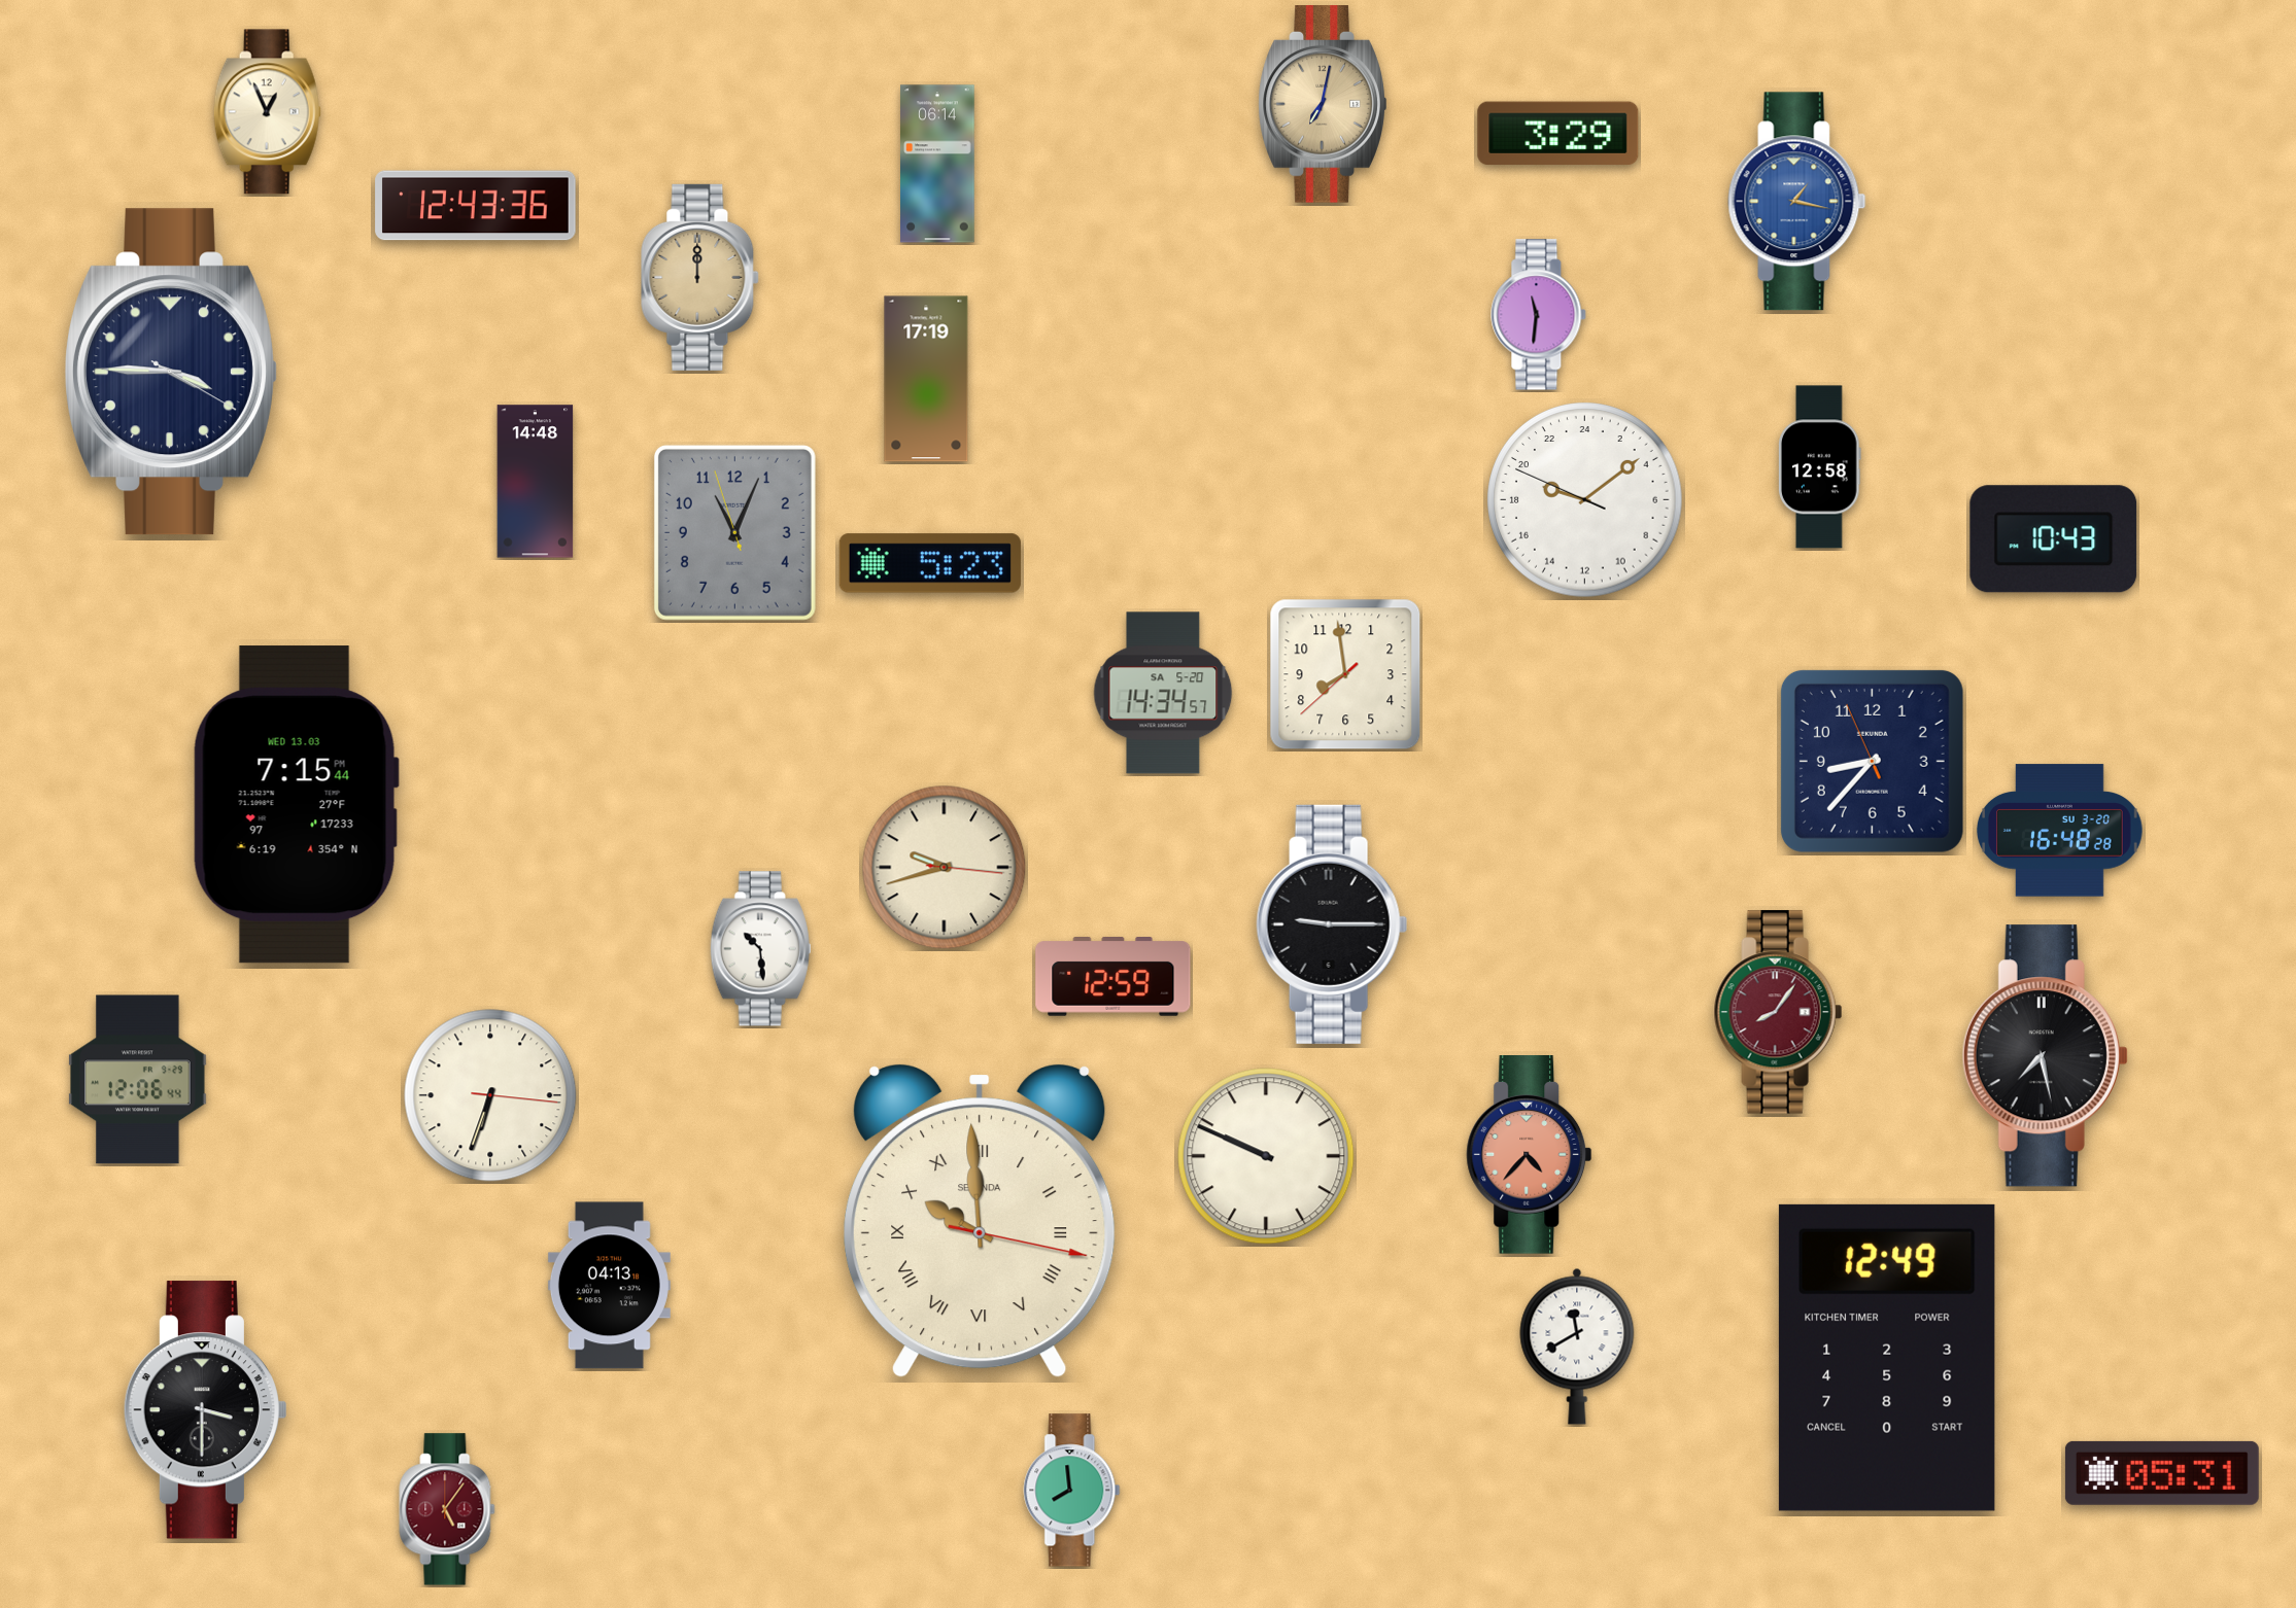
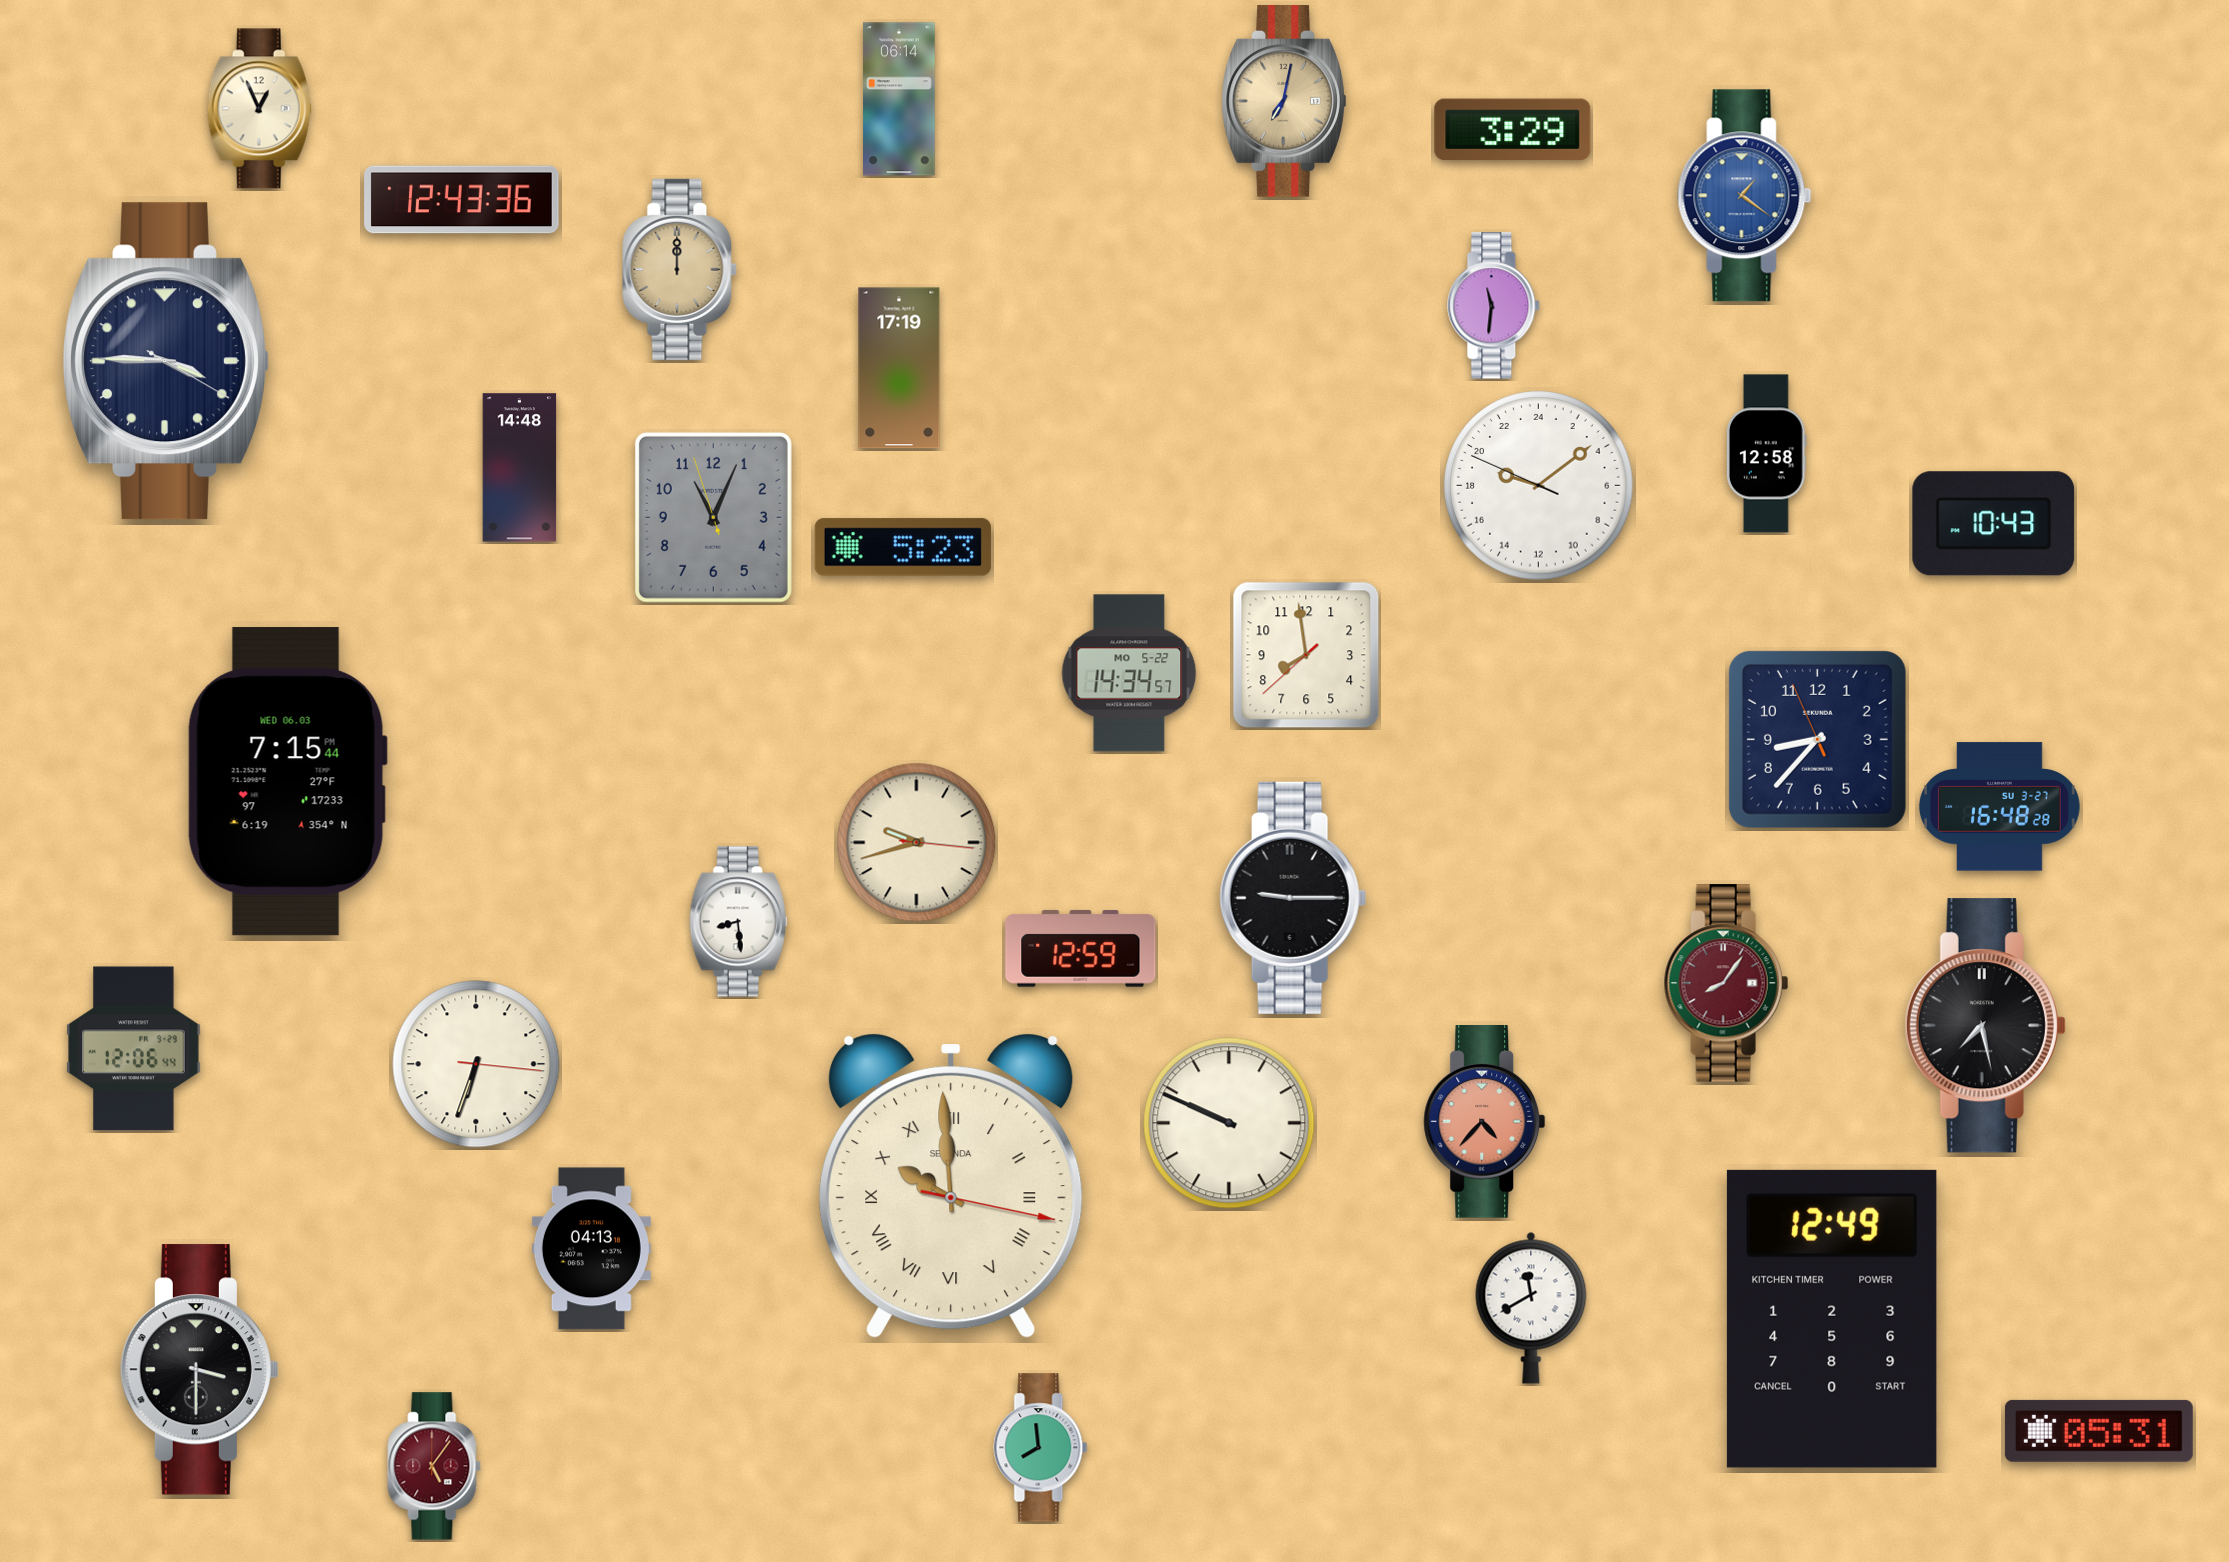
clock at (937, 164) position: (937, 164) -> (899, 99)
clock at (1797, 202): 1:17 -> 1:21
clock at (1163, 693) date: SA 5-20 -> MO 5-22
clock at (296, 805) date: WED 13.03 -> WED 06.03
clock at (2060, 831) date: SU 3-20 -> SU 3-27
clock at (760, 949): 10:29 -> 8:29
